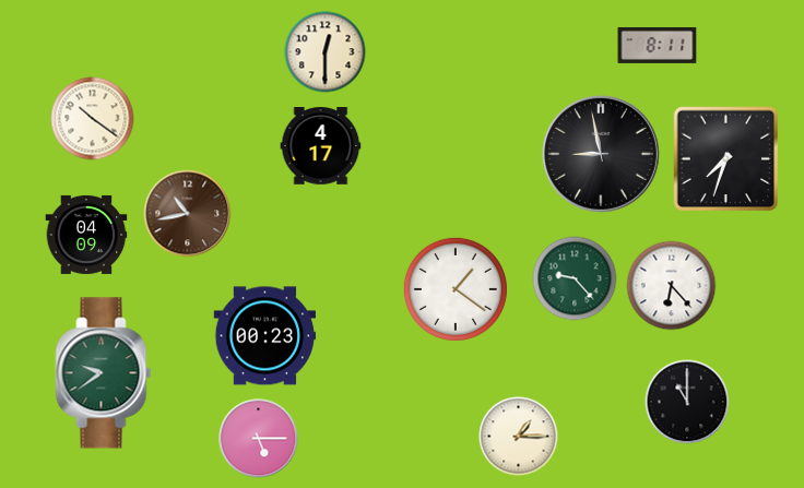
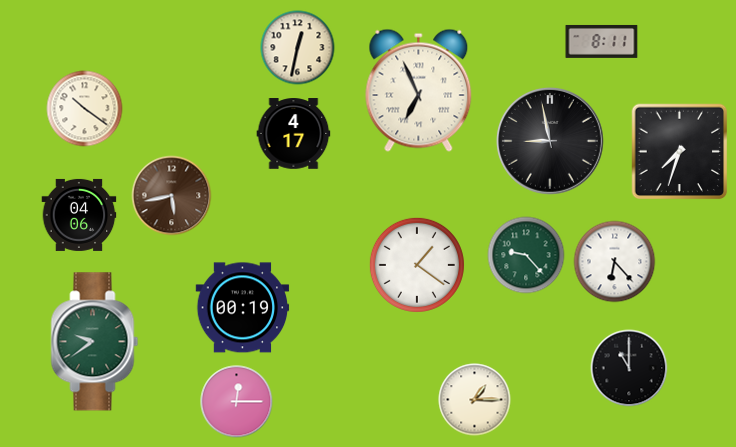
clock at (326, 52): 12:30 -> 12:32
clock at (419, 90): none -> 6:56
clock at (726, 159) position: (726, 159) -> (680, 152)
clock at (188, 214): 10:43 -> 5:43
clock at (86, 235): 04:09 -> 04:06
clock at (265, 336): 00:23 -> 00:19
clock at (259, 439): 5:15 -> 12:15
